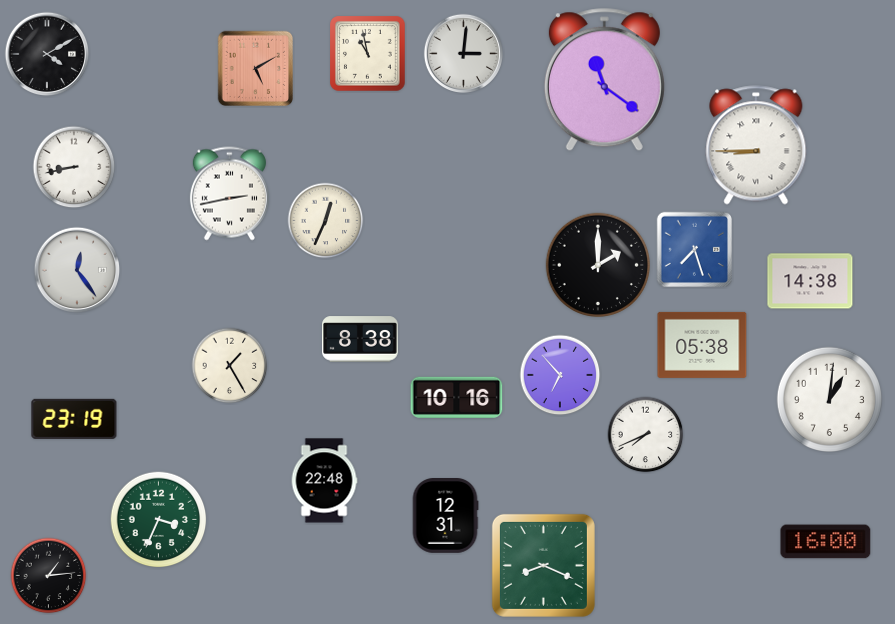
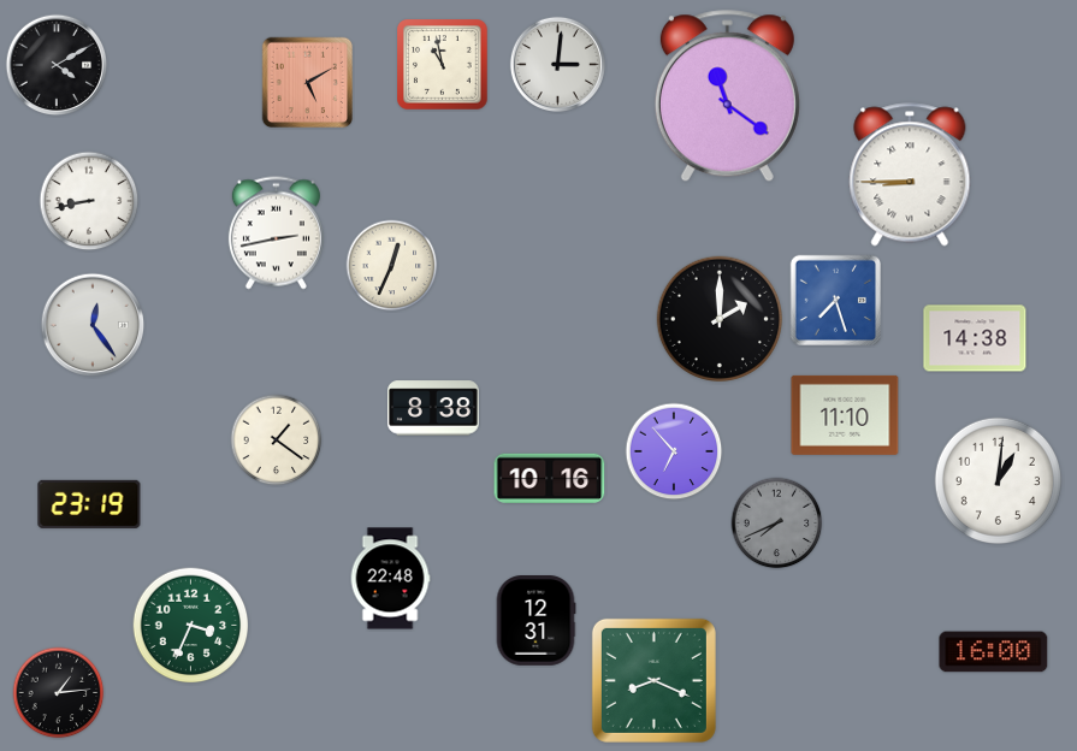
clock at (702, 345): 05:38 -> 11:10
clock at (230, 366): 1:25 -> 1:21
clock at (646, 435) dial: white -> grey
